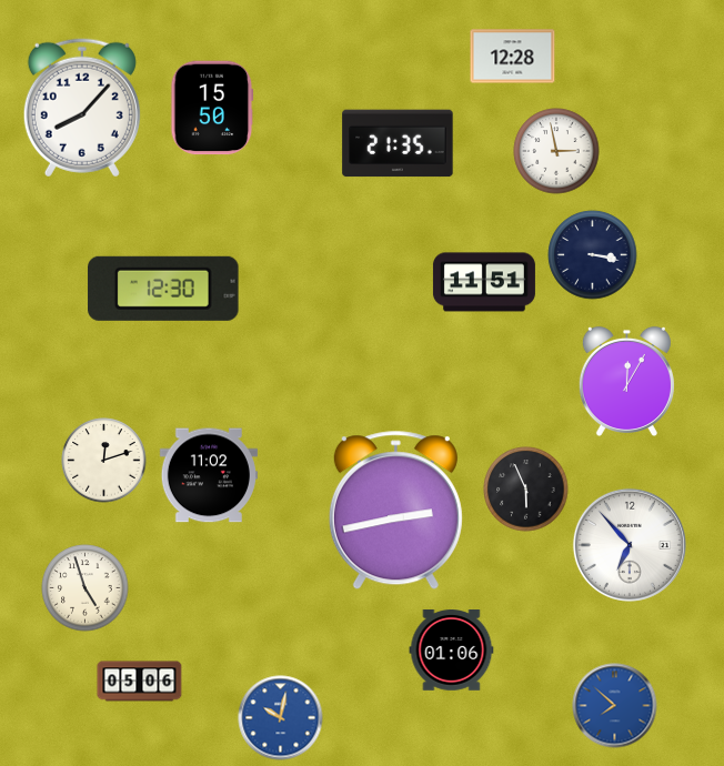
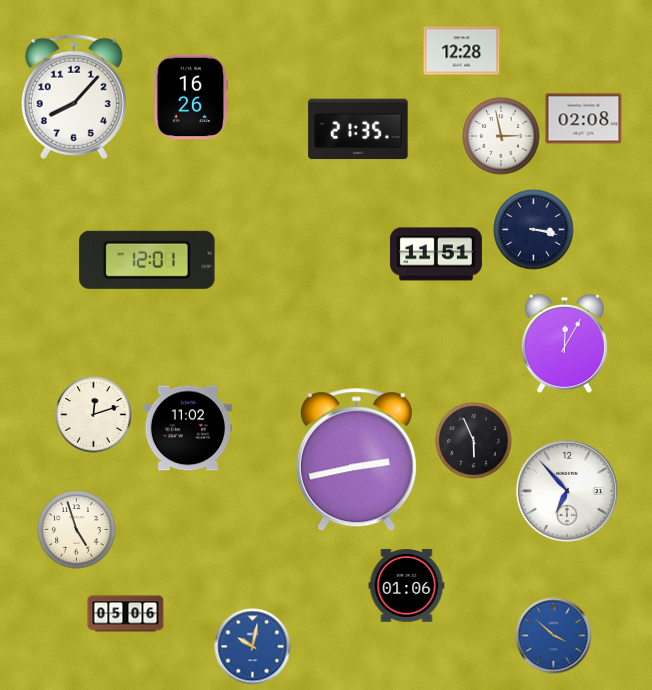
clock at (212, 108): 15:50 -> 16:26
clock at (584, 119): none -> 02:08
clock at (163, 289): 12:30 -> 12:01
clock at (615, 706): 7:52 -> 3:52
